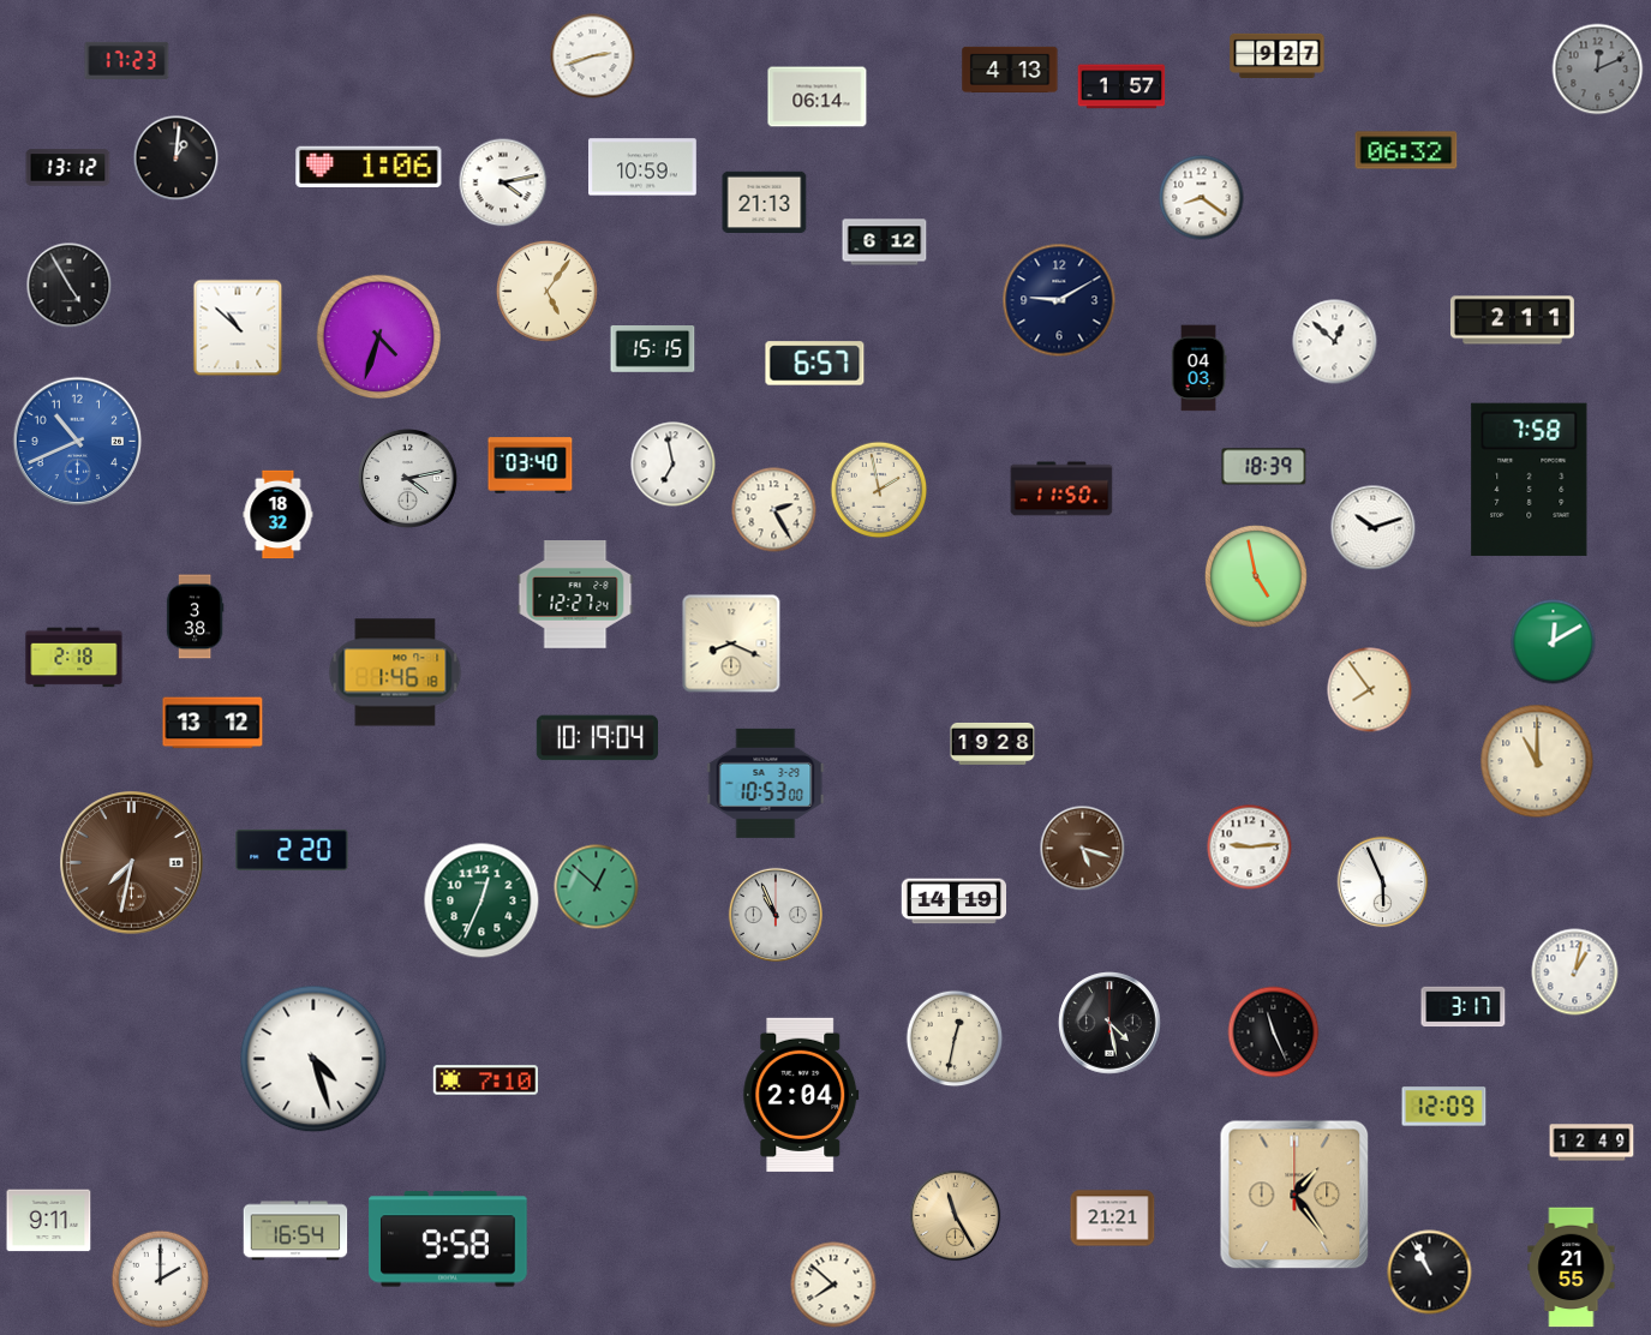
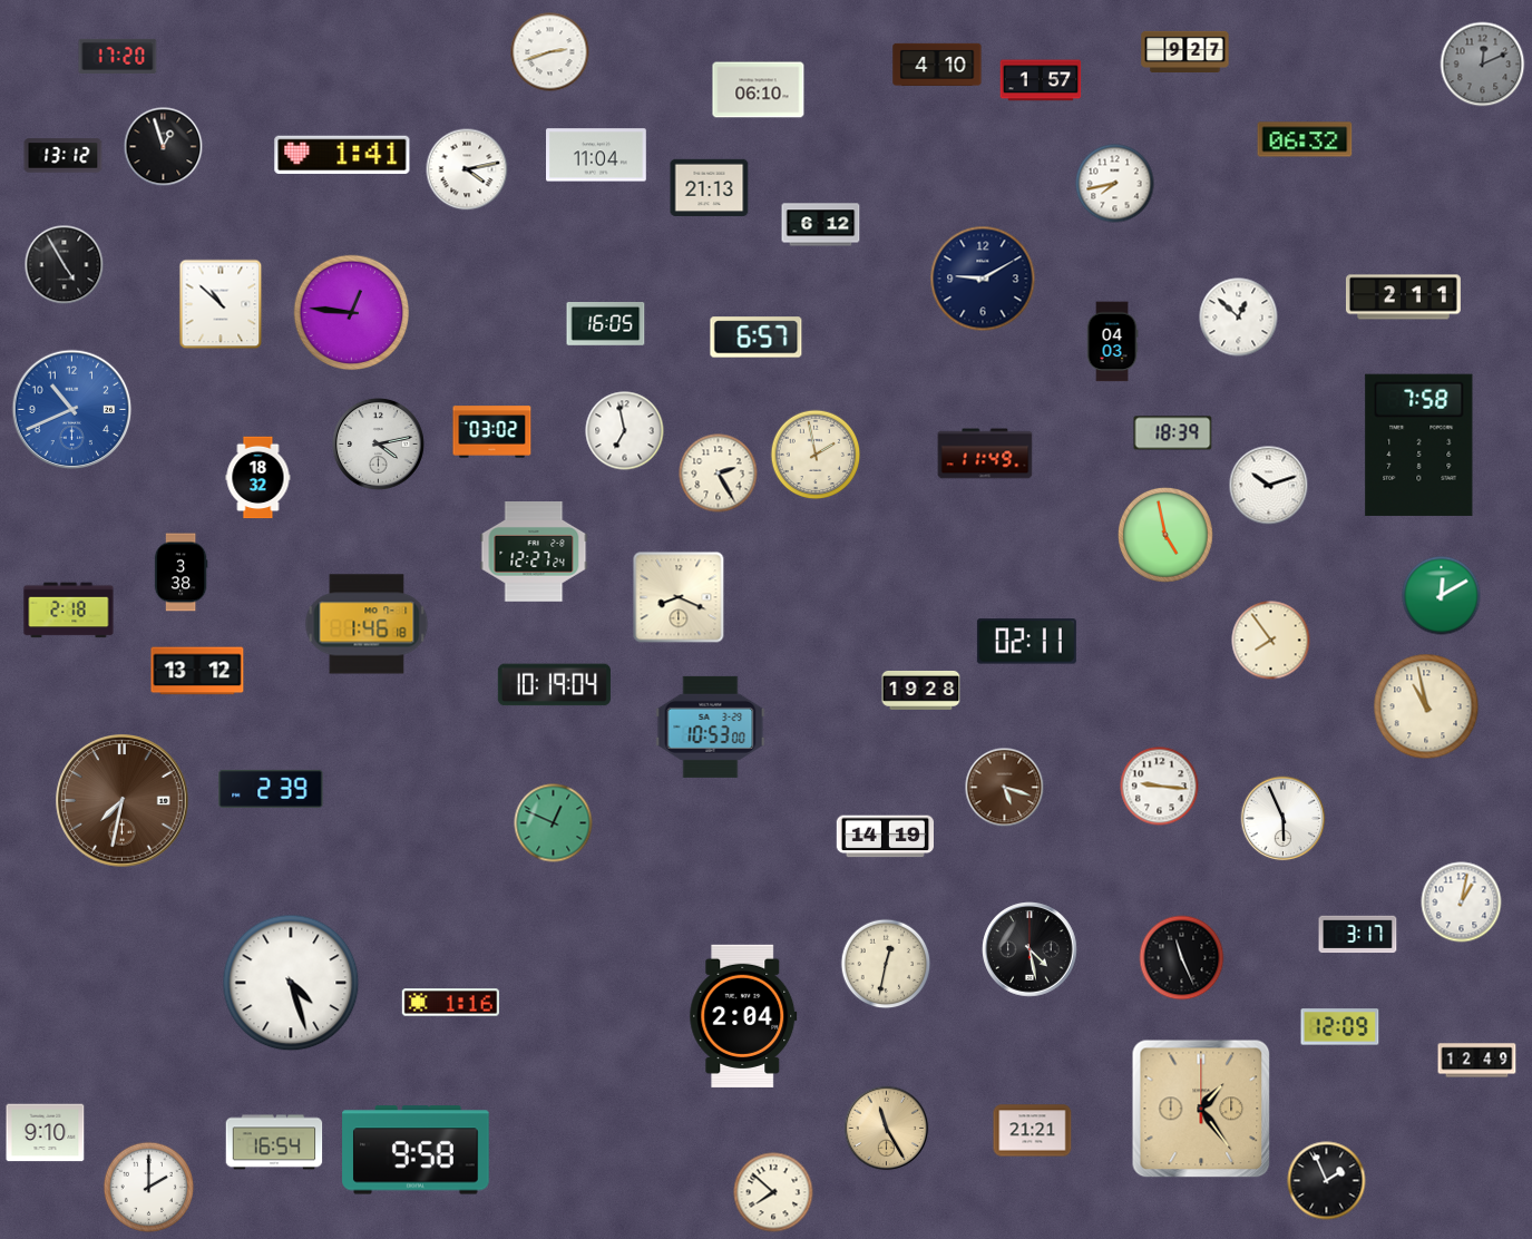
clock at (127, 60): 17:23 -> 17:20
clock at (1010, 70): 4:13 -> 4:10
clock at (818, 97): 06:14 -> 06:10
clock at (177, 158): 1:01 -> 12:57
clock at (369, 166): 1:06 -> 1:41
clock at (644, 167): 10:59 -> 11:04
clock at (1202, 198): 8:21 -> 7:43
clock at (546, 291): 5:06 -> none
clock at (379, 337): 4:33 -> 12:46
clock at (653, 349): 15:15 -> 16:05
clock at (531, 466): 03:40 -> 03:02
clock at (1061, 489): 11:50 -> 11:49
clock at (1374, 528) position: (1374, 528) -> (1269, 486)
clock at (1026, 642): none -> 02:11
clock at (1537, 761): 11:00 -> 10:58
clock at (1250, 848): 9:14 -> 9:16
clock at (292, 850): 2:20 -> 2:39
clock at (597, 887): 12:52 -> 12:49
clock at (481, 900): 12:34 -> none
clock at (774, 914): 10:56 -> none
clock at (485, 1080): 7:10 -> 1:16
clock at (49, 1221): 9:11 -> 9:10
clock at (1572, 1268): 21:55 -> none
clock at (1430, 1273): 10:56 -> 1:56
